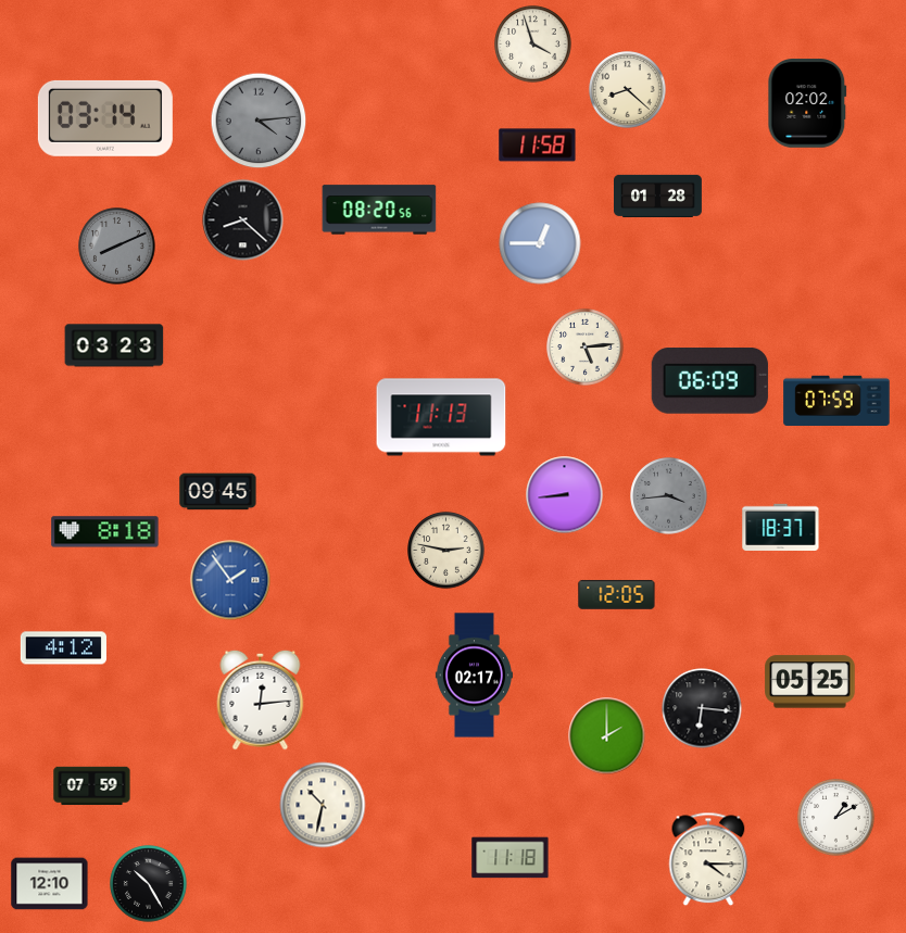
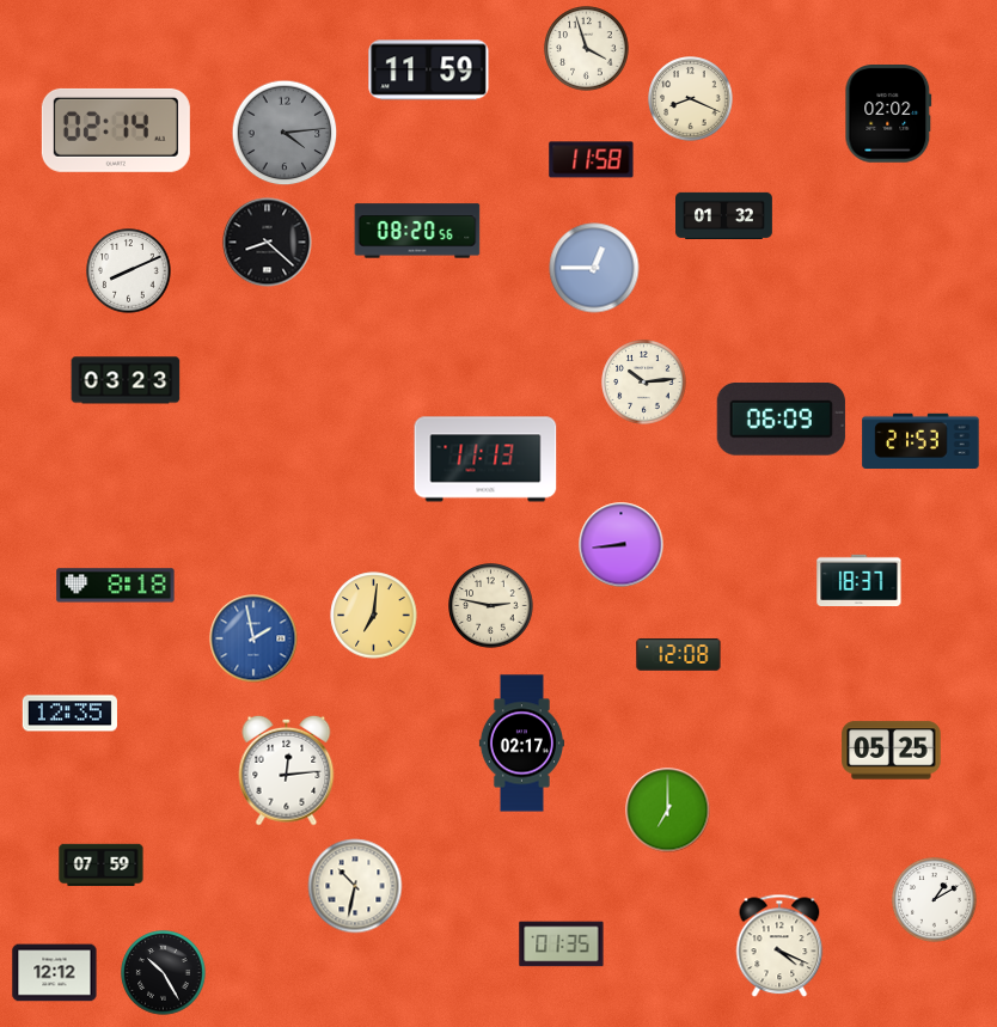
clock at (429, 71): none -> 11:59
clock at (628, 90): 8:22 -> 8:19
clock at (105, 118): 03:14 -> 02:14
clock at (658, 196): 01:28 -> 01:32
clock at (117, 247) dial: grey -> white
clock at (586, 348): 5:14 -> 10:14
clock at (836, 400): 07:59 -> 21:53
clock at (218, 492): 09:45 -> none
clock at (669, 496): 3:44 -> none
clock at (374, 616): none -> 7:01
clock at (230, 580): 1:54 -> 1:58
clock at (617, 595): 12:05 -> 12:08
clock at (63, 648): 4:12 -> 12:35
clock at (702, 708): 6:16 -> none
clock at (607, 736): 2:00 -> 7:00
clock at (836, 818) position: (836, 818) -> (935, 900)
clock at (511, 858): 11:18 -> 01:35
clock at (708, 859): 4:15 -> 4:19
clock at (50, 884): 12:10 -> 12:12
